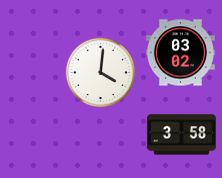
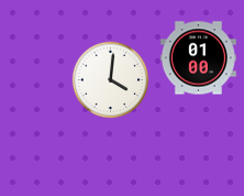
clock at (180, 53): 03:02 -> 01:00
clock at (181, 135): 3:58 -> none
